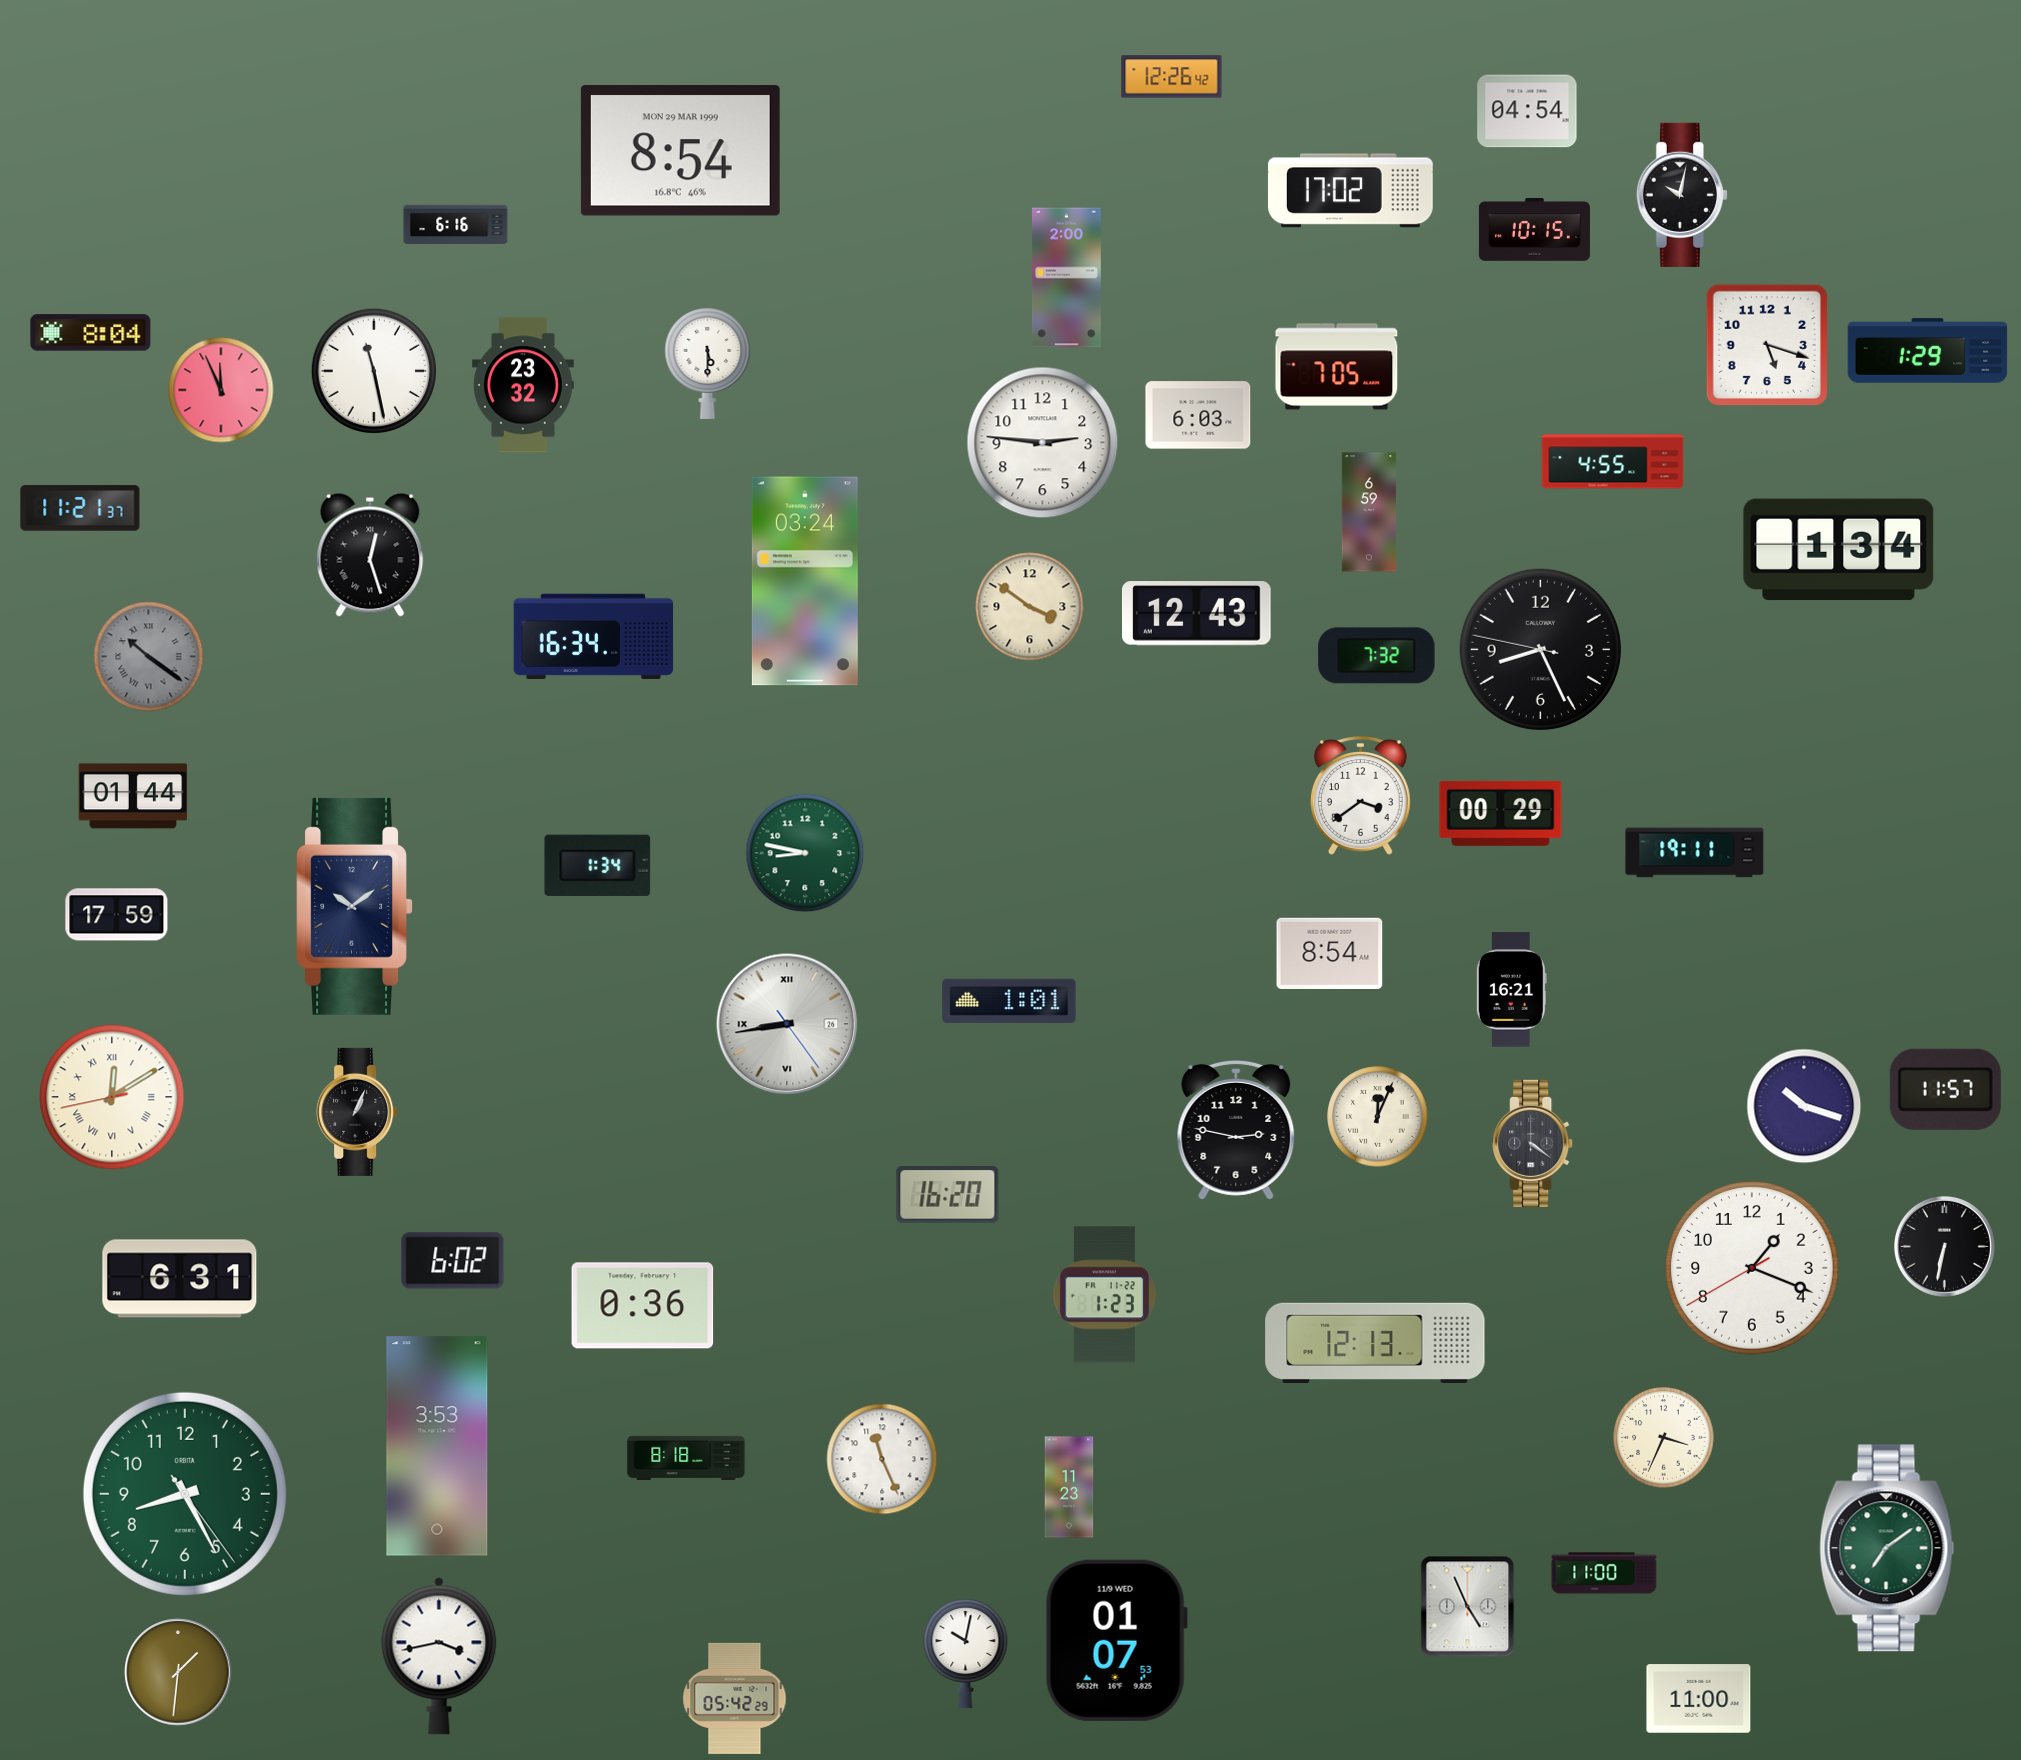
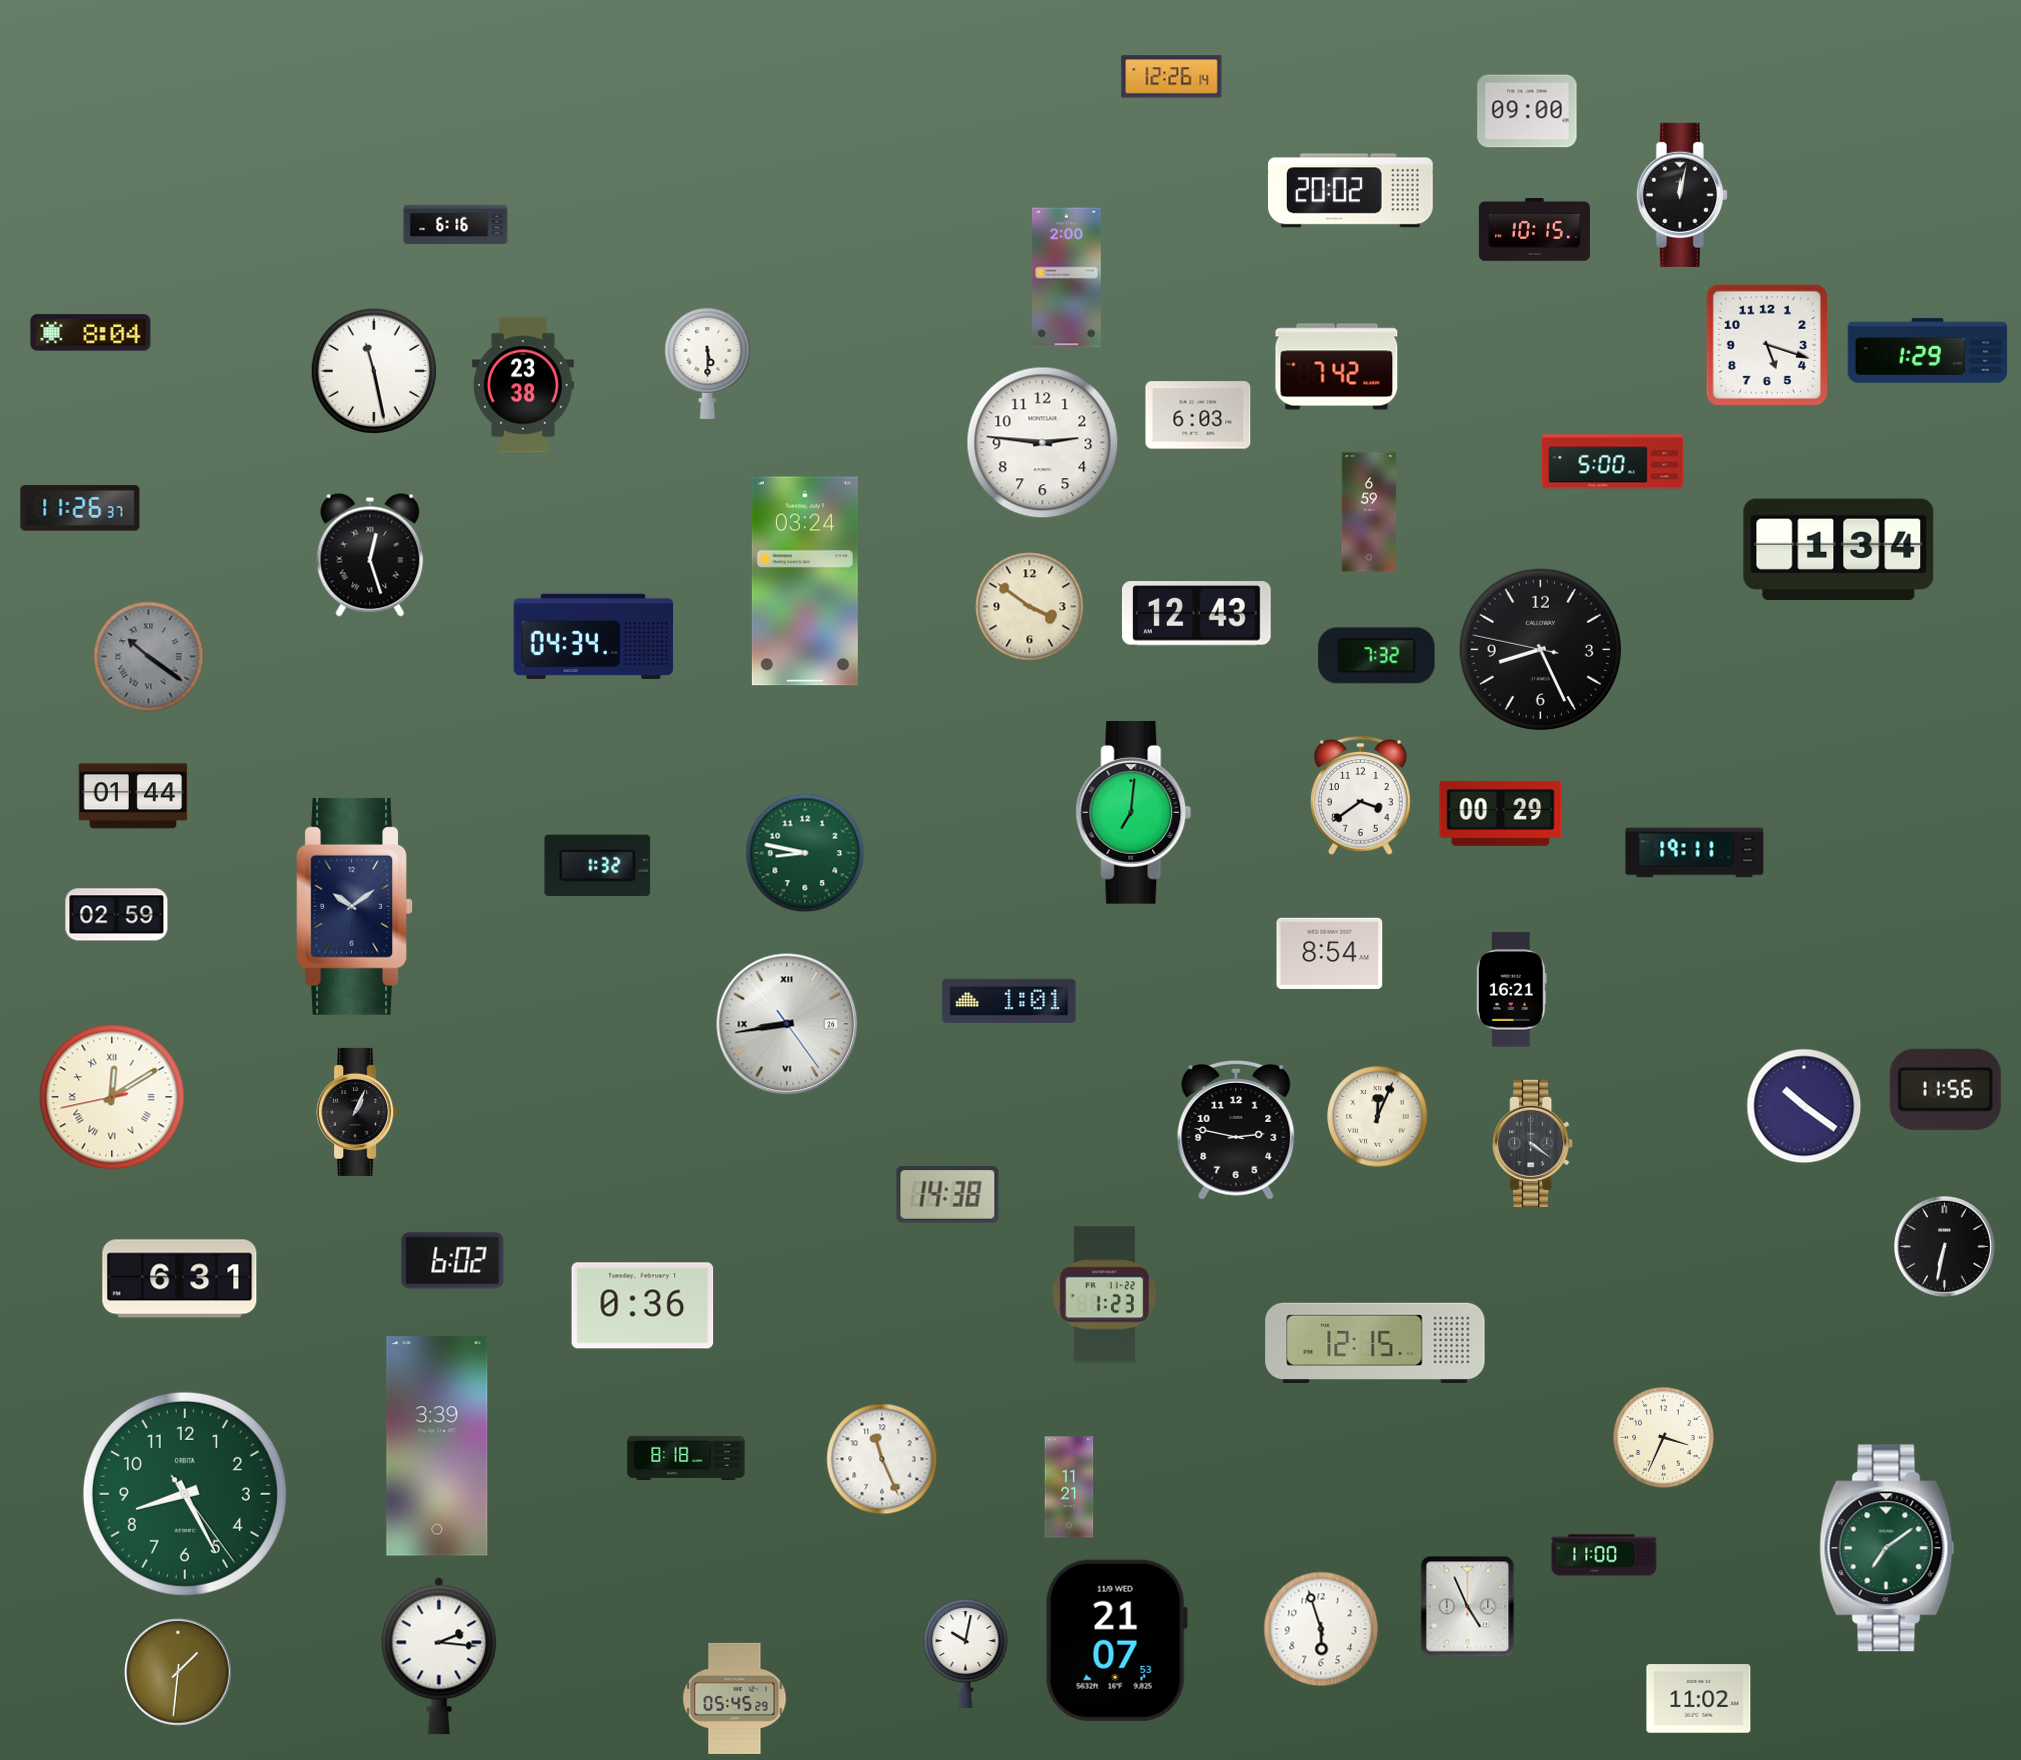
clock at (1172, 77): 12:26:42 -> 12:26:14
clock at (1527, 111): 04:54 -> 09:00
clock at (680, 151): 8:54 -> none
clock at (1350, 191): 17:02 -> 20:02
clock at (1682, 195): 10:02 -> 12:02
clock at (1337, 367): 7:05 -> 7:42
clock at (523, 385): 23:32 -> 23:38
clock at (221, 390): 11:56 -> none
clock at (1613, 462): 4:55 -> 5:00
clock at (80, 508): 11:21 -> 11:26
clock at (594, 636): 16:34 -> 04:34
clock at (1134, 812): none -> 7:01
clock at (598, 865): 1:34 -> 1:32
clock at (117, 915): 17:59 -> 02:59
clock at (1945, 1089): 11:57 -> 11:56
clock at (1804, 1106): 10:18 -> 10:21
clock at (948, 1195): 16:20 -> 14:38
clock at (1753, 1269): 1:18 -> none
clock at (1375, 1343): 12:13 -> 12:15
clock at (437, 1446): 3:53 -> 3:39
clock at (1069, 1487): 11:23 -> 11:21
clock at (1604, 1573) position: (1604, 1573) -> (1604, 1555)
clock at (1321, 1629): none -> 5:57
clock at (1116, 1640): 01:07 -> 21:07
clock at (439, 1656): 3:43 -> 2:16
clock at (735, 1698): 05:42 -> 05:45
clock at (1699, 1699): 11:00 -> 11:02
